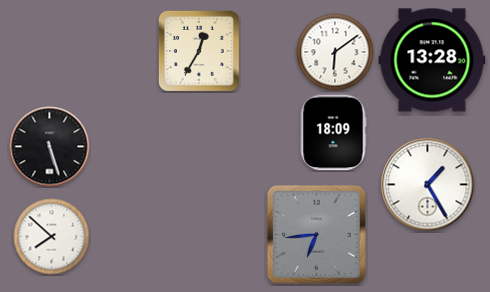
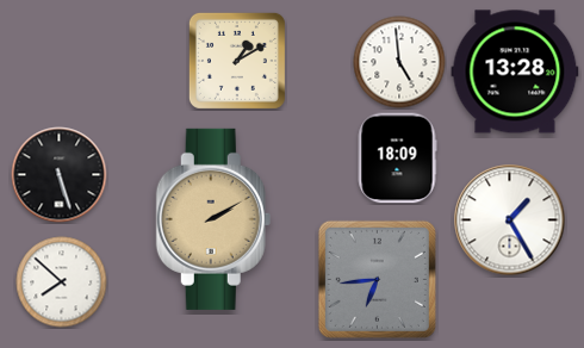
clock at (199, 51): 12:35 -> 1:10
clock at (335, 52): 6:09 -> 4:59
clock at (213, 219): none -> 2:10
